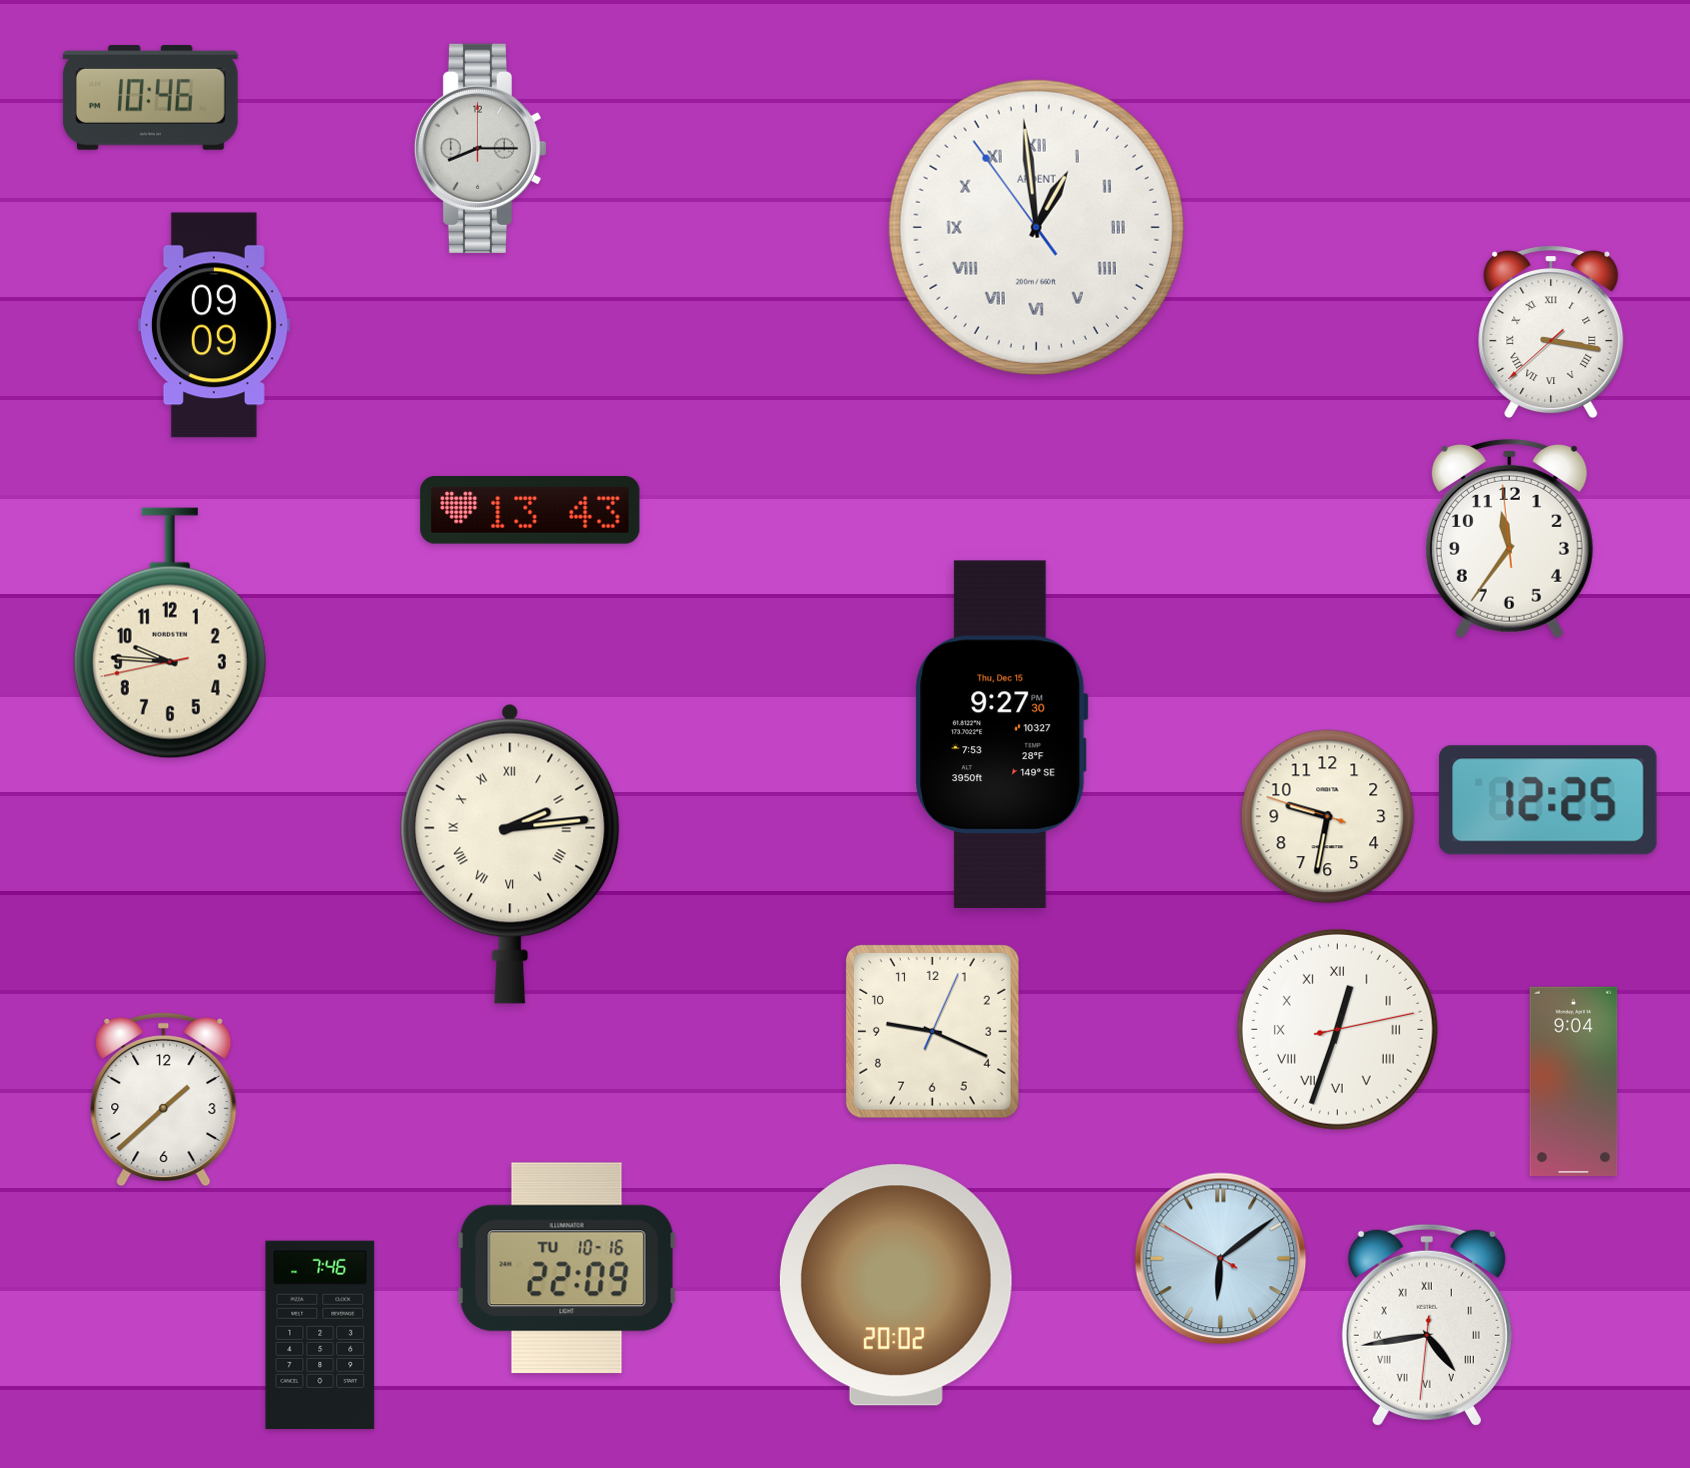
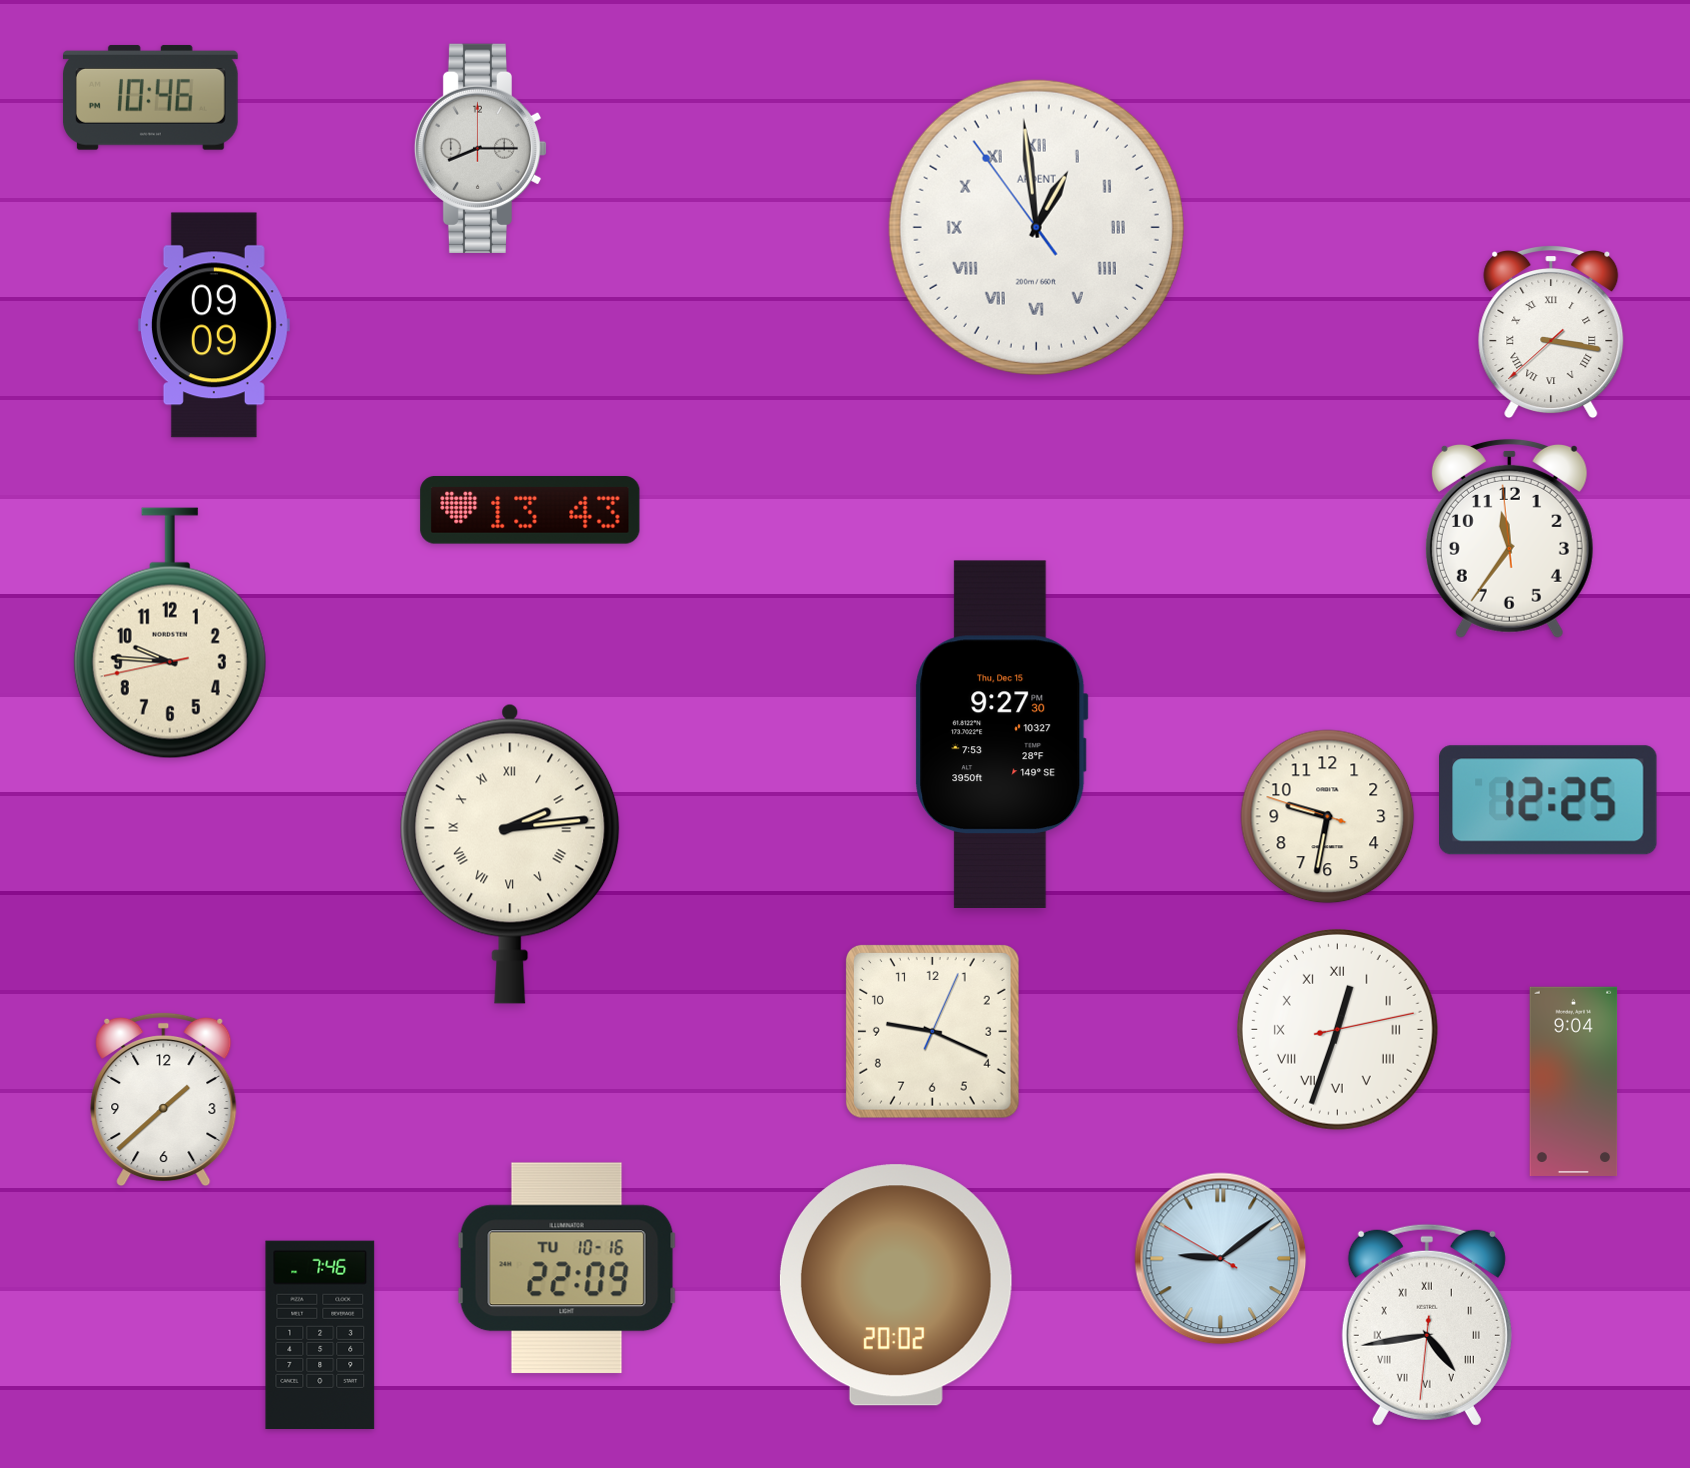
clock at (1221, 1259): 6:08 -> 9:08
